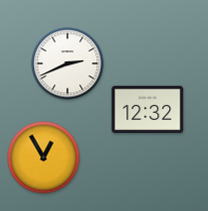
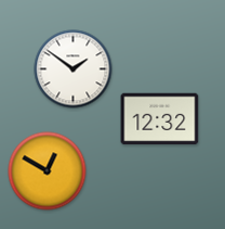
clock at (68, 64): 2:41 -> 1:51
clock at (44, 158): 12:55 -> 12:50
